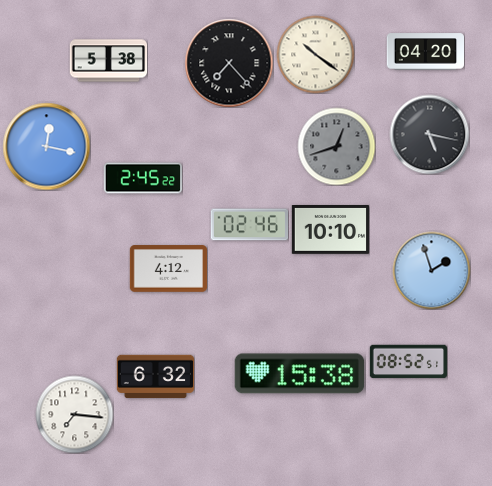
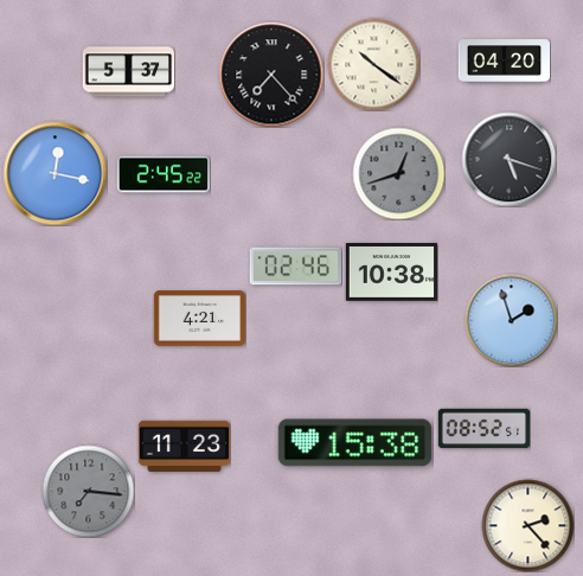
clock at (108, 61): 5:38 -> 5:37
clock at (429, 134): 5:17 -> 5:18
clock at (142, 178) position: (142, 178) -> (162, 174)
clock at (330, 230): 10:10 -> 10:38
clock at (168, 269): 4:12 -> 4:21
clock at (155, 377): 6:32 -> 11:23
clock at (74, 414) dial: white -> grey
clock at (527, 525): none -> 2:23
